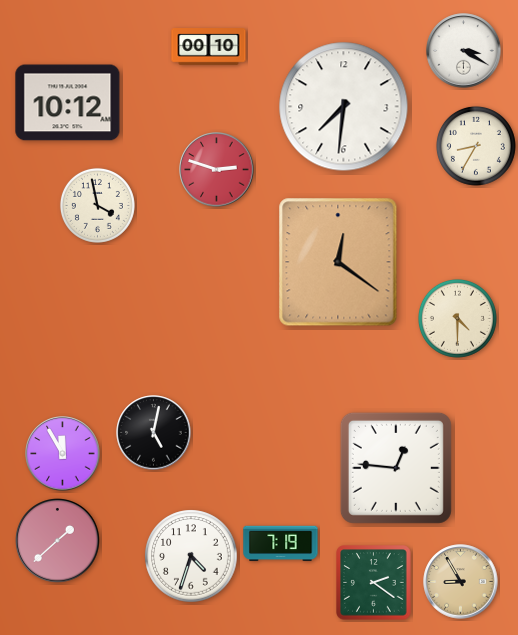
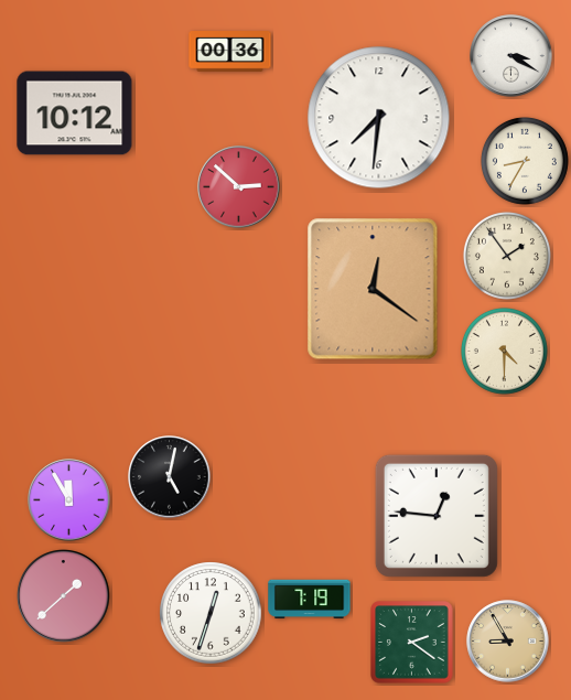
clock at (209, 47): 00:10 -> 00:36
clock at (217, 170): 2:48 -> 2:52
clock at (97, 205): 3:58 -> none
clock at (507, 256): none -> 1:54
clock at (191, 556): 4:33 -> 12:33
